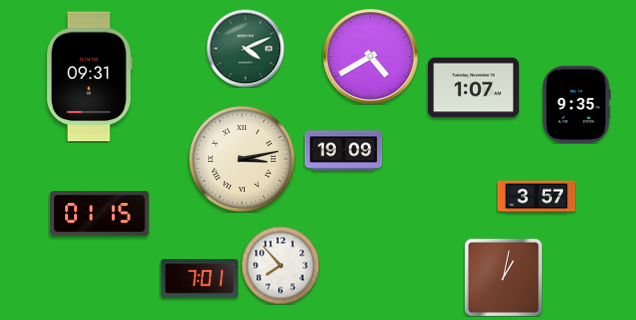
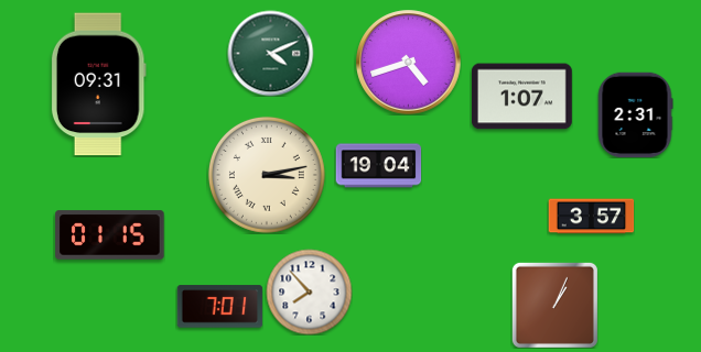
clock at (371, 57): 4:40 -> 4:42
clock at (576, 104): 9:35 -> 2:31
clock at (343, 151): 19:09 -> 19:04
clock at (503, 277): 1:02 -> 1:04
